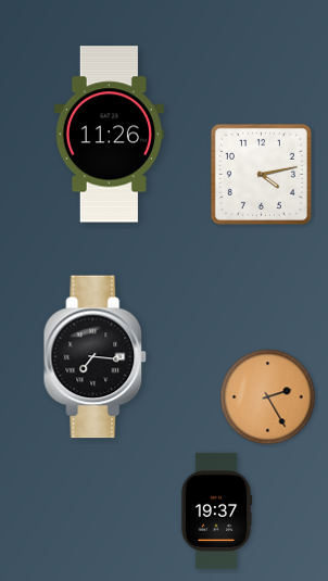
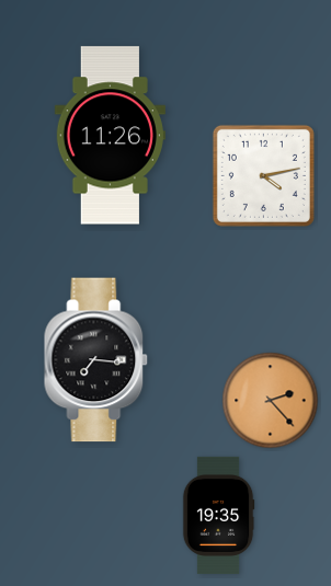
clock at (268, 397): 2:25 -> 2:23
clock at (216, 510): 19:37 -> 19:35
